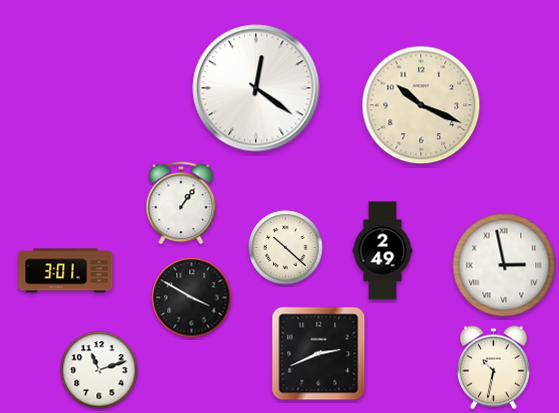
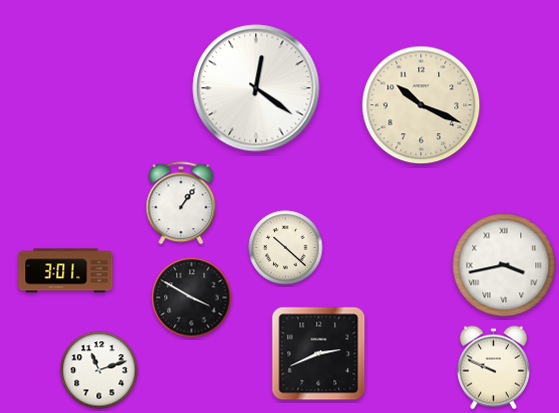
clock at (383, 251): 2:49 -> none
clock at (504, 265): 2:58 -> 3:43
clock at (493, 368): 10:32 -> 9:49
